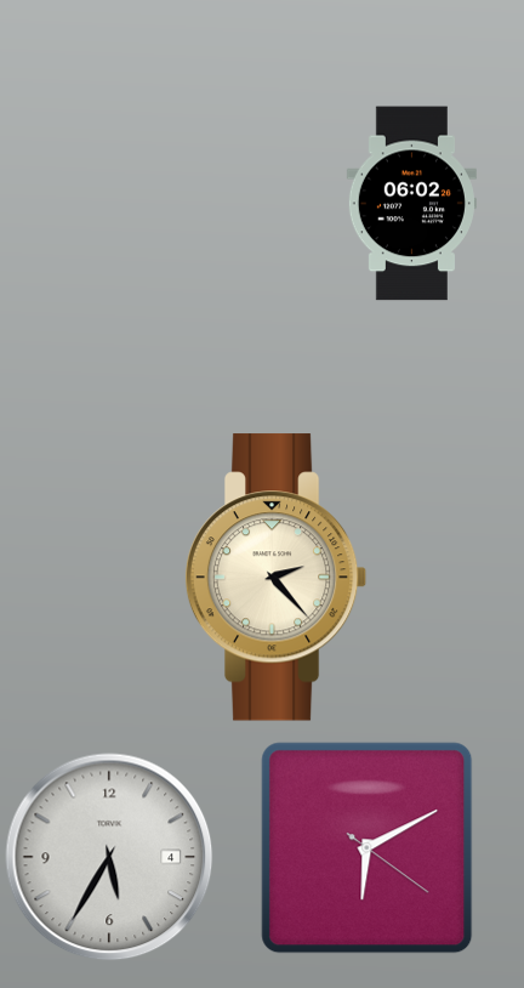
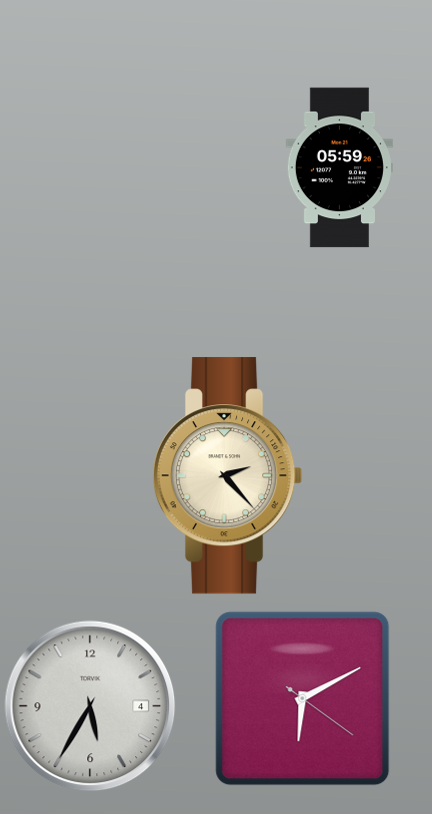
clock at (411, 204): 06:02 -> 05:59
